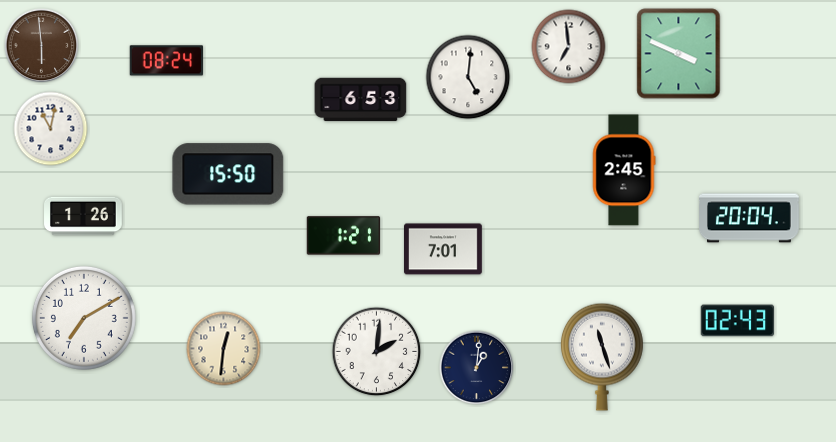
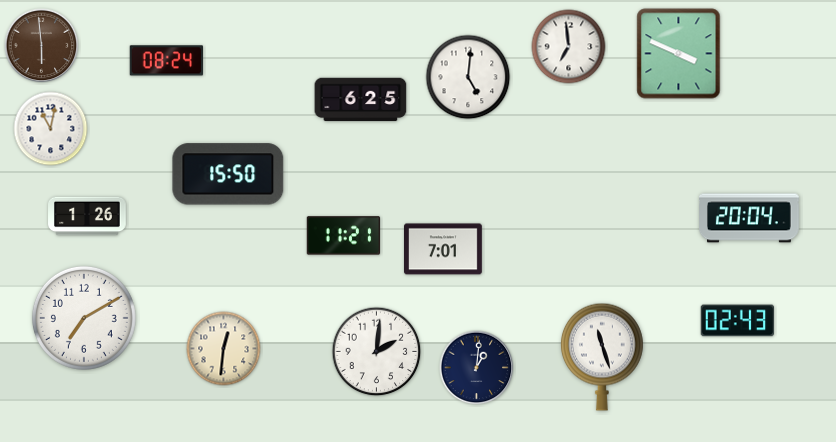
clock at (361, 100): 6:53 -> 6:25
clock at (624, 170): 2:45 -> none
clock at (83, 216) position: (83, 216) -> (87, 216)
clock at (344, 236): 1:21 -> 11:21
